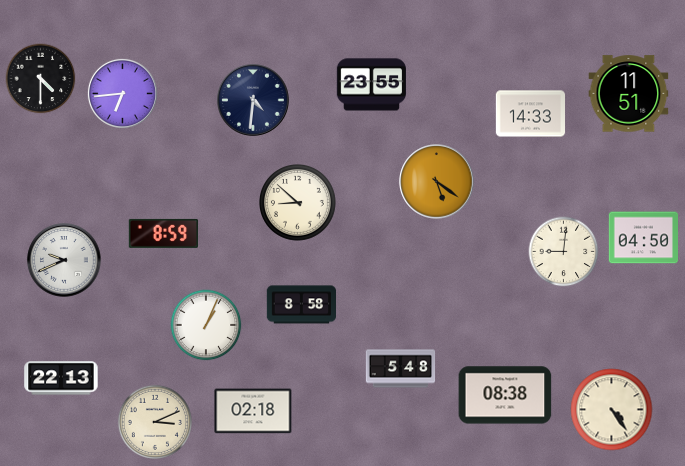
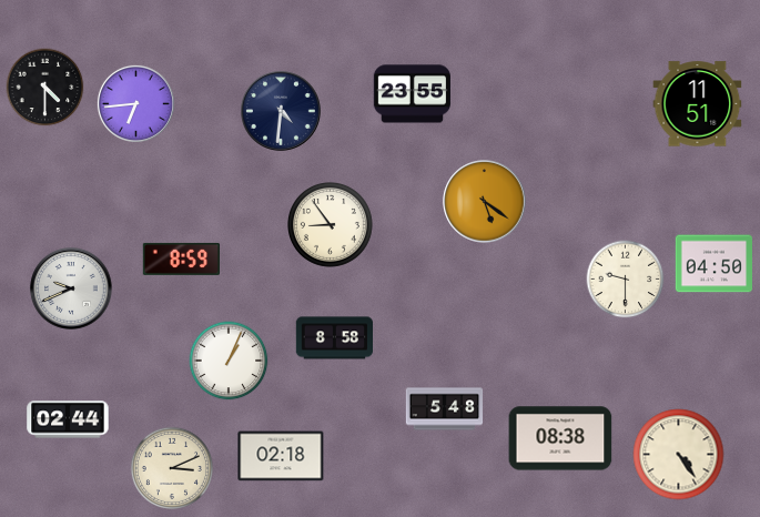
clock at (531, 114): 14:33 -> none
clock at (298, 203): 8:52 -> 8:54
clock at (564, 252): 9:01 -> 9:30
clock at (61, 378): 22:13 -> 02:44
